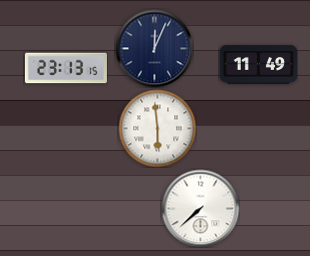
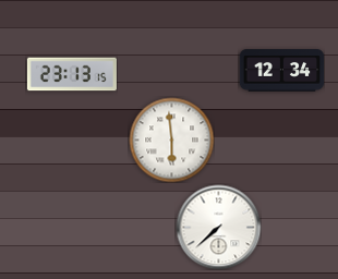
clock at (154, 48): 12:04 -> none
clock at (258, 65): 11:49 -> 12:34
